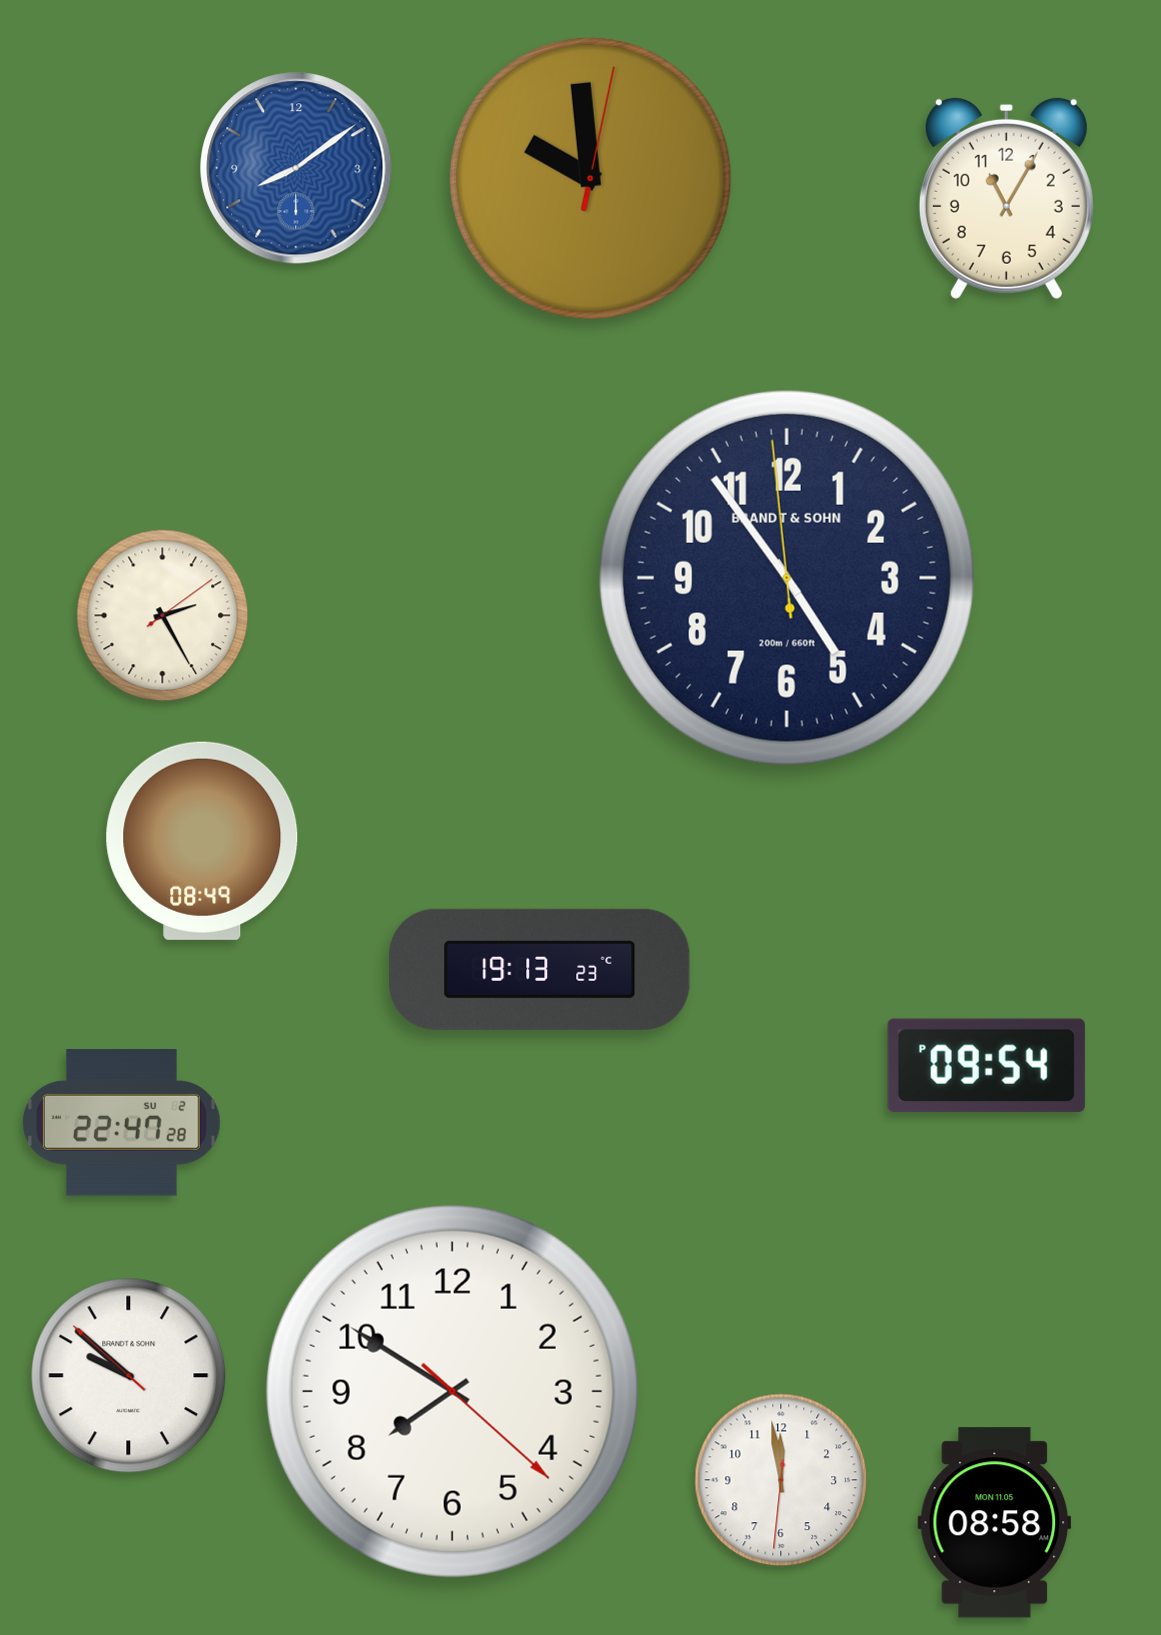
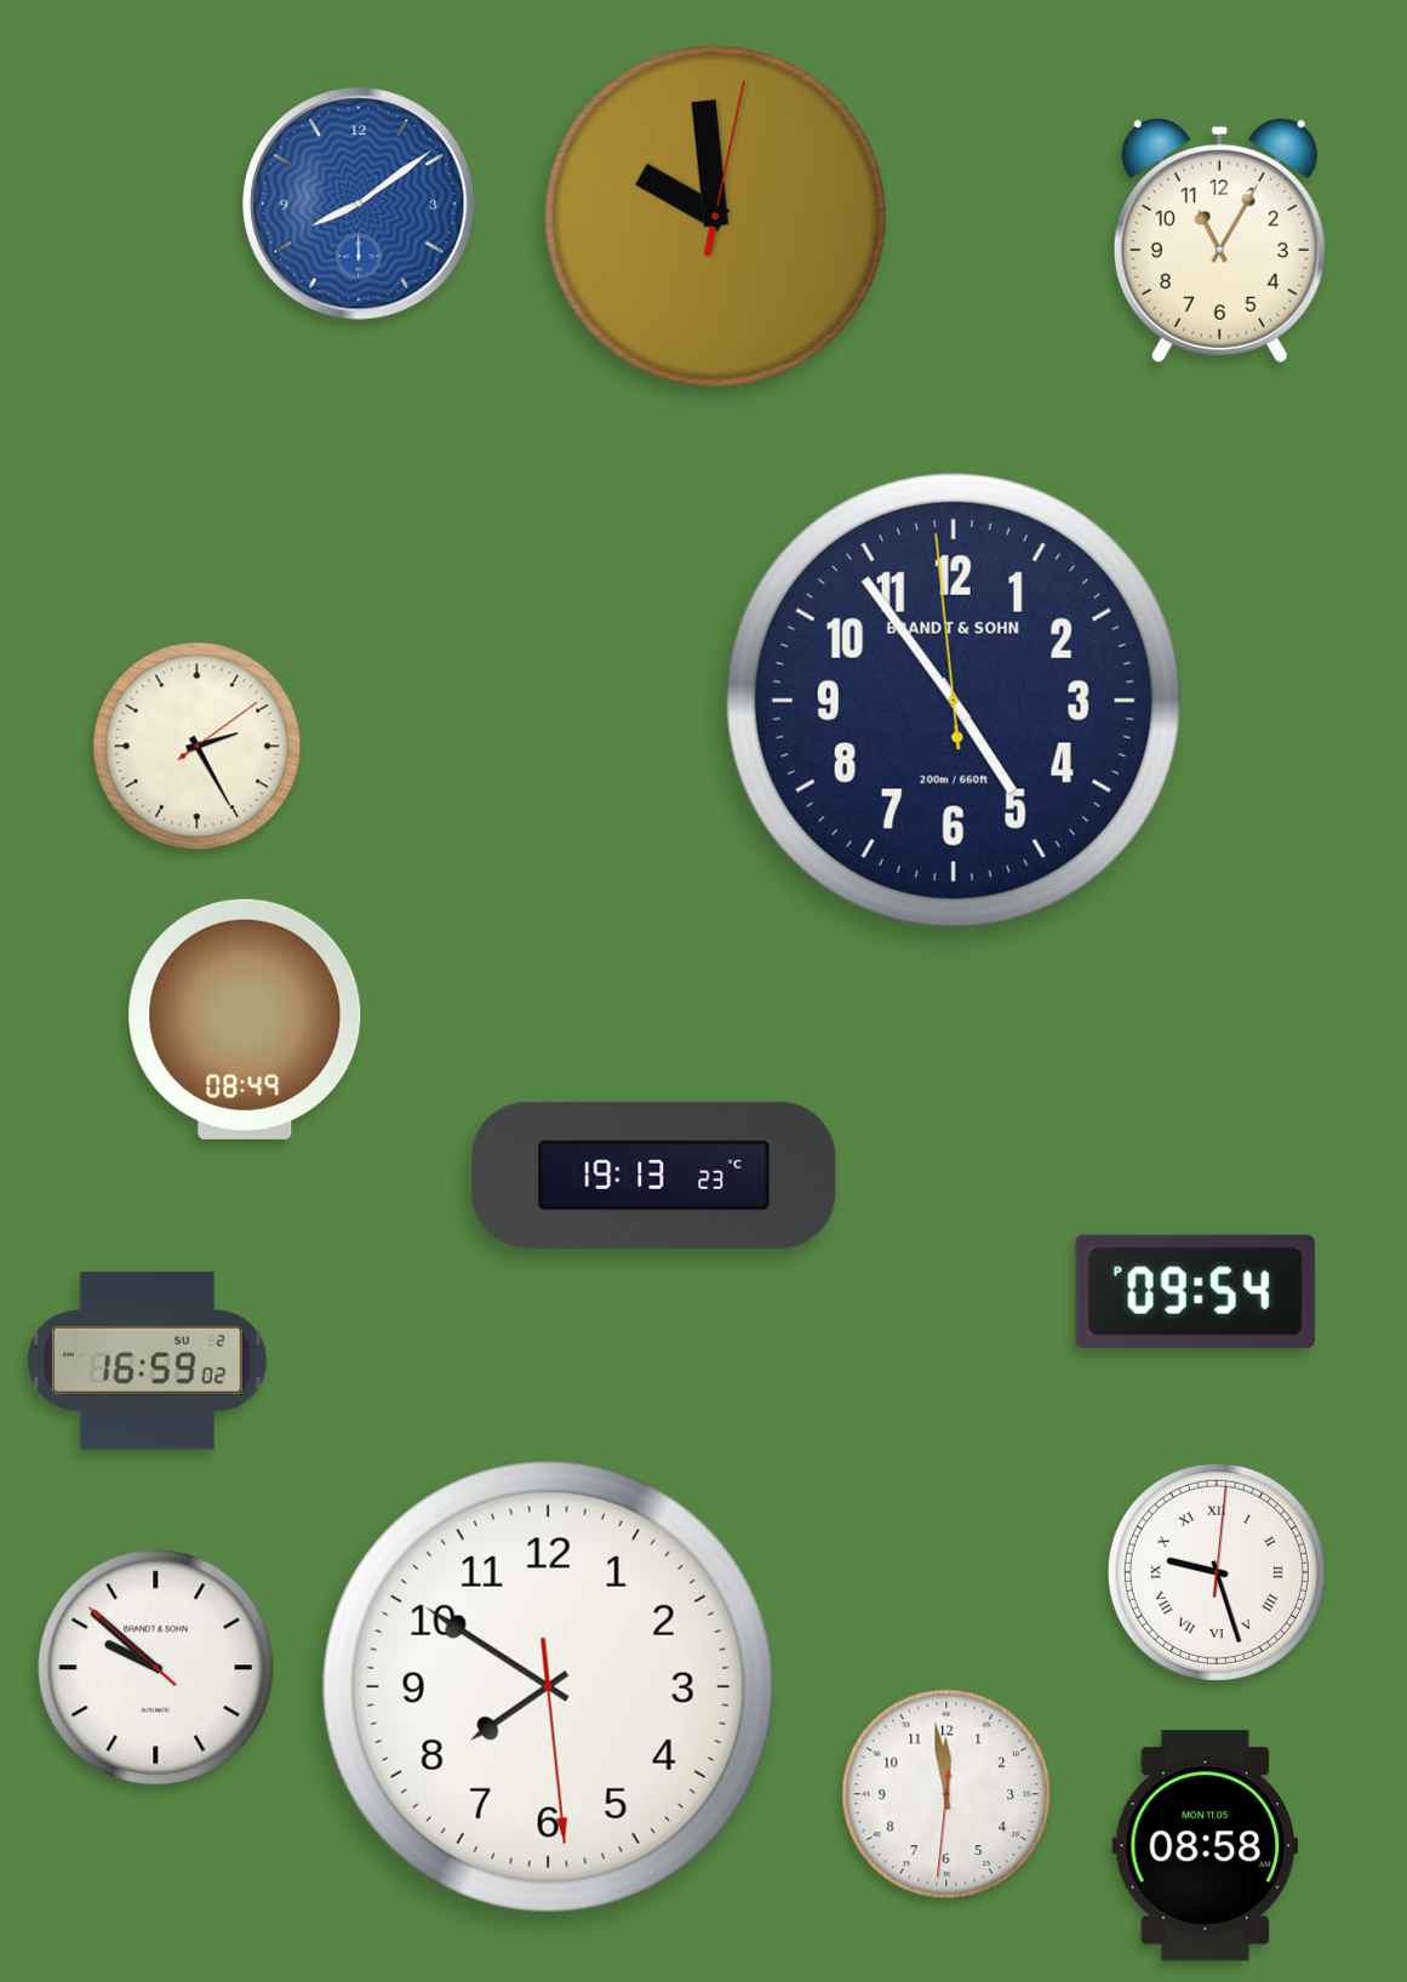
clock at (121, 1123): 22:47 -> 16:59
clock at (1217, 1572): none -> 9:27
clock at (452, 1391): 7:50:22 -> 7:50:29
